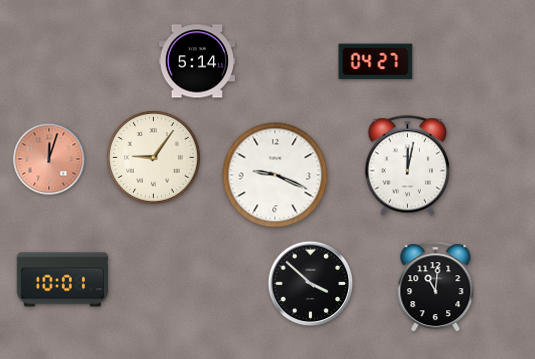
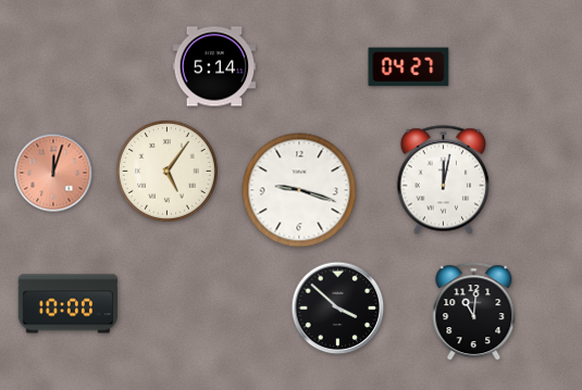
clock at (154, 158): 9:06 -> 5:06
clock at (275, 175): 9:19 -> 9:18
clock at (63, 280): 10:01 -> 10:00
